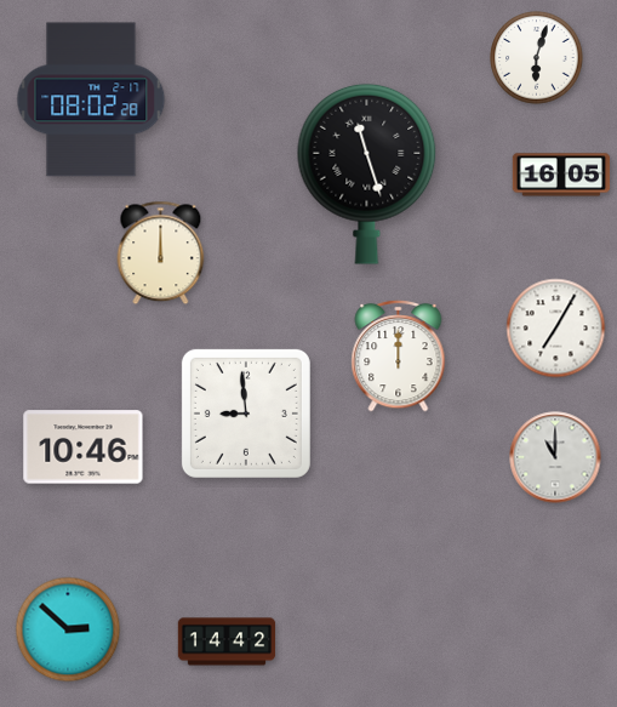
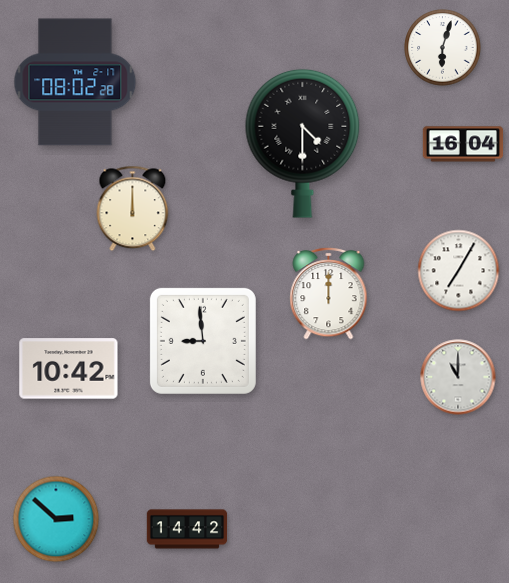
clock at (367, 173): 11:27 -> 4:30
clock at (561, 175): 16:05 -> 16:04
clock at (84, 447): 10:46 -> 10:42
